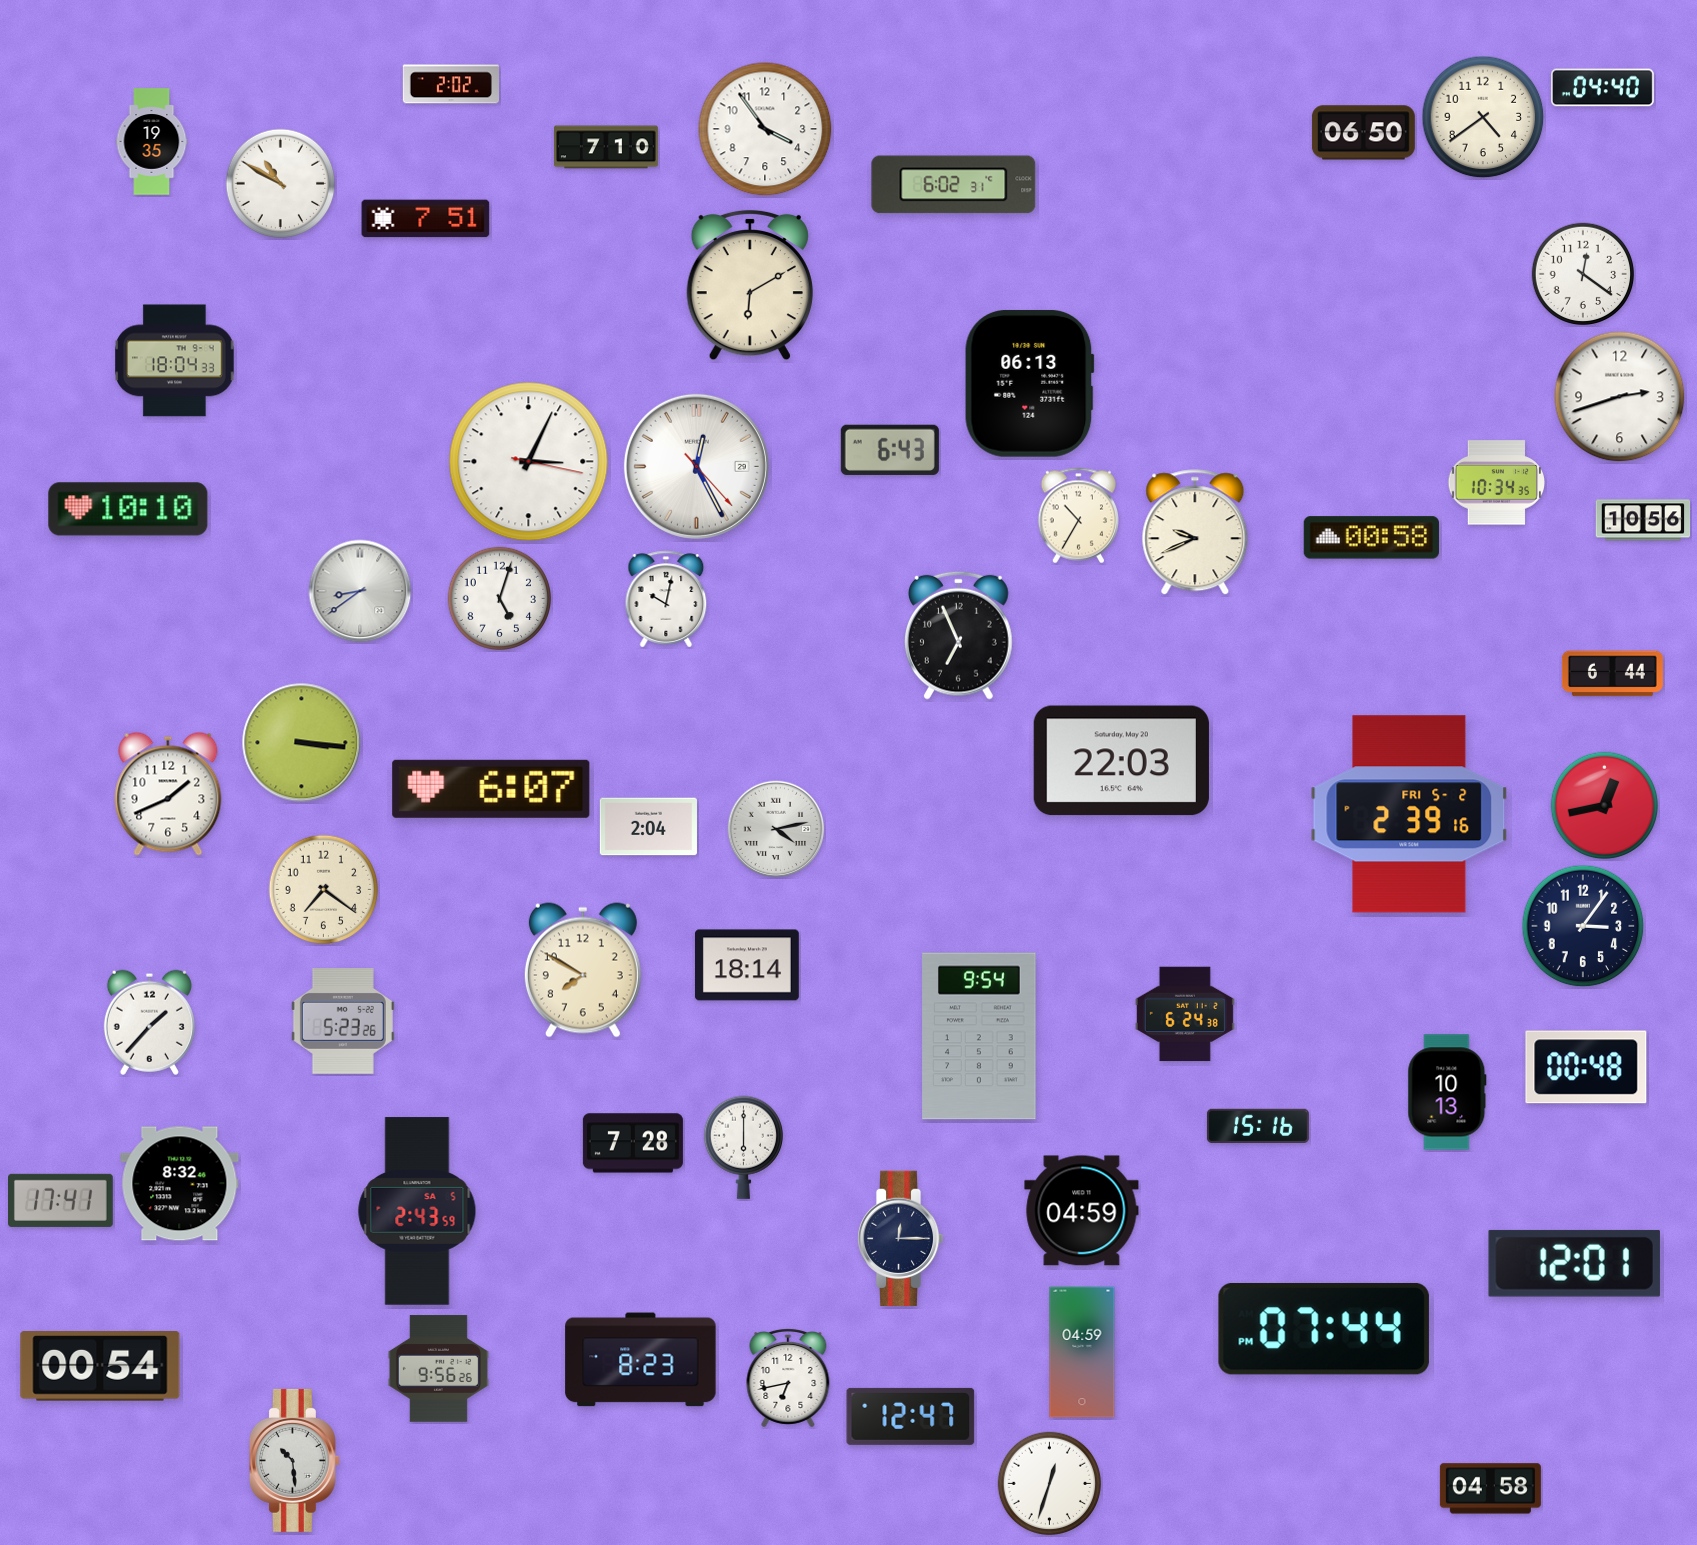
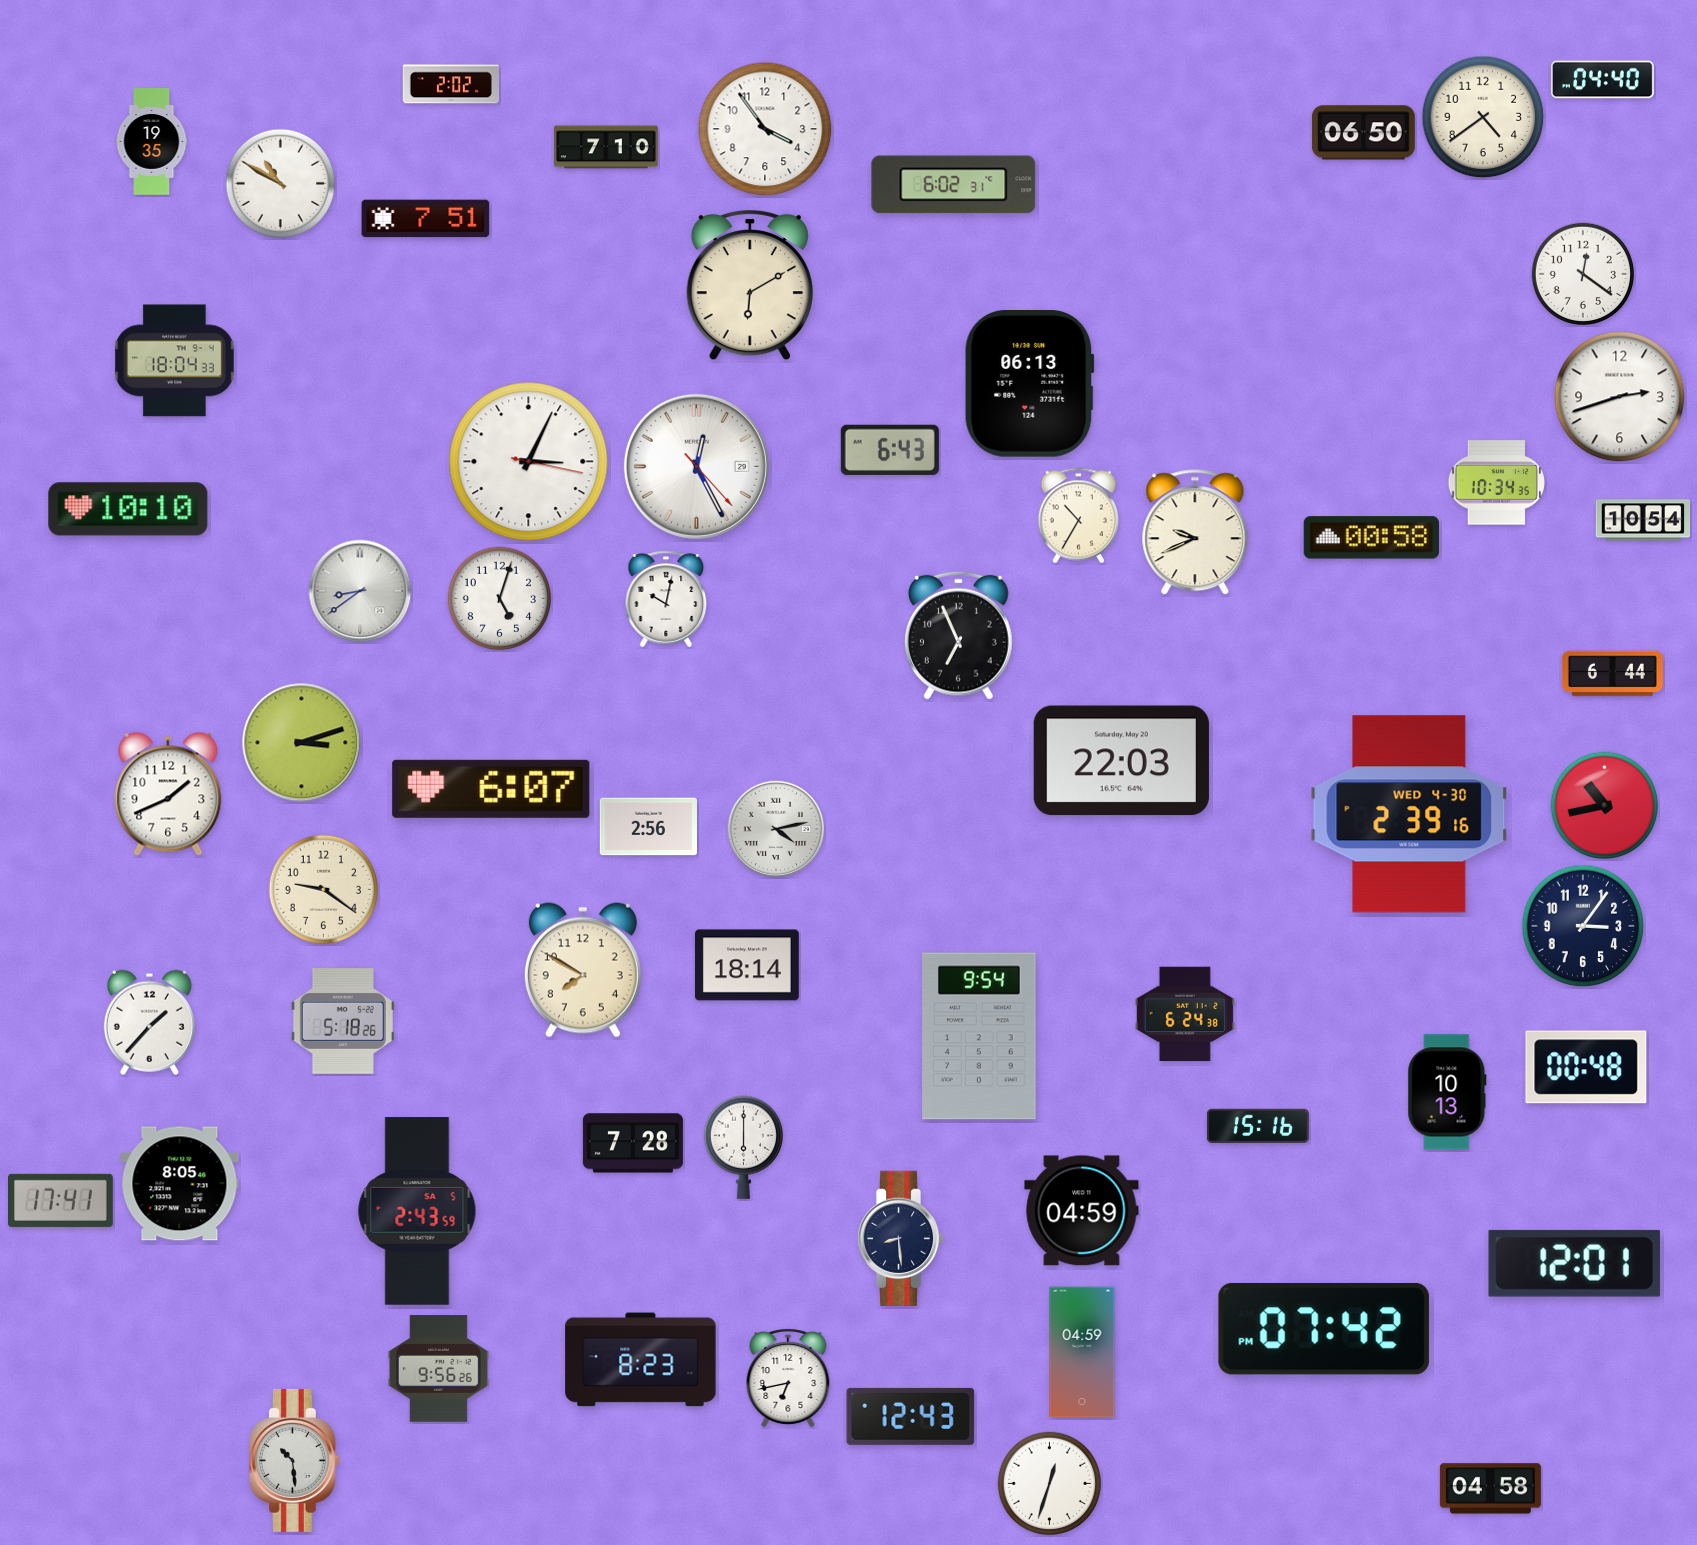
clock at (1602, 88) position: (1602, 88) -> (1602, 80)
clock at (1643, 520): 10:56 -> 10:54
clock at (302, 743): 3:16 -> 3:12
clock at (1605, 806): 12:43 -> 10:43
clock at (1409, 814) date: FRI 5-2 -> WED 4-30
clock at (648, 827): 2:04 -> 2:56
clock at (324, 890): 7:21 -> 9:21
clock at (343, 1022): 5:23 -> 5:18
clock at (180, 1184): 8:32 -> 8:05
clock at (900, 1238): 12:15 -> 8:29
clock at (1324, 1329): 07:44 -> 07:42
clock at (100, 1366): 00:54 -> none
clock at (911, 1416): 12:47 -> 12:43
